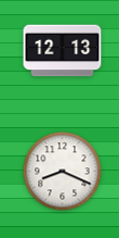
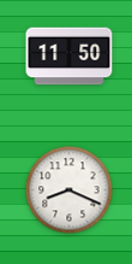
clock at (63, 51): 12:13 -> 11:50
